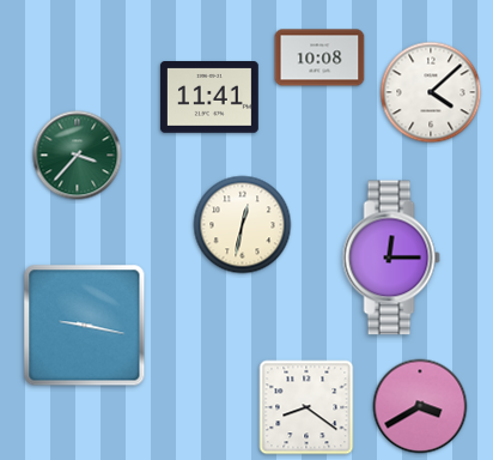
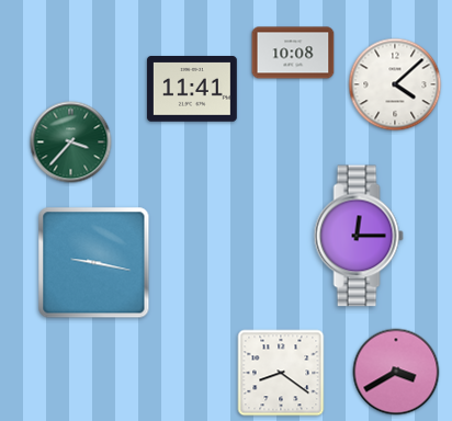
clock at (243, 225): 12:32 -> none
clock at (85, 326) position: (85, 326) -> (94, 263)
clock at (420, 406) position: (420, 406) -> (396, 372)
